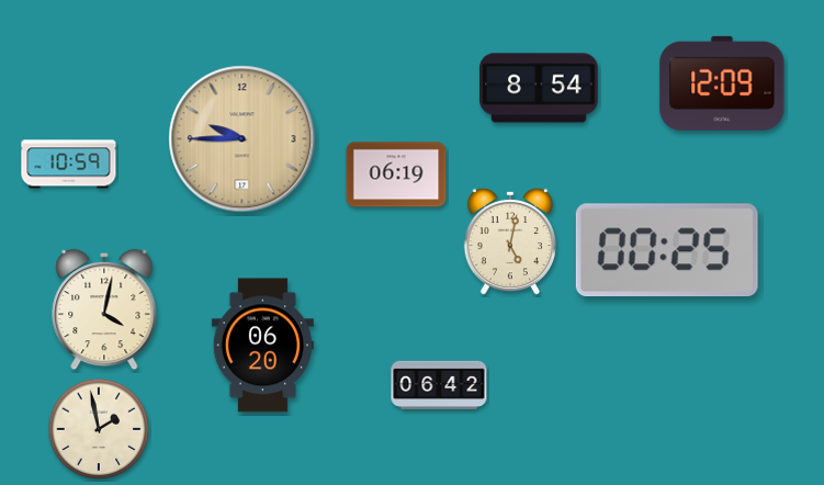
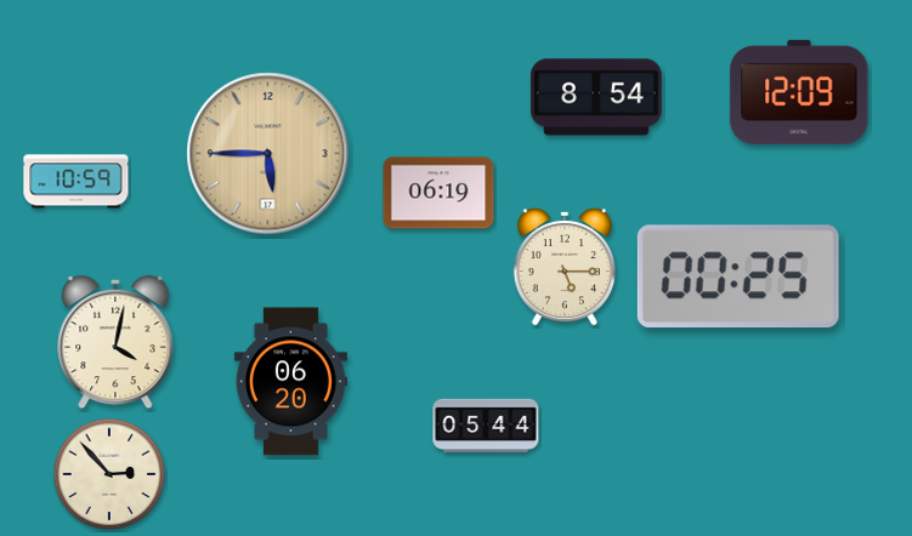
clock at (242, 139): 9:45 -> 5:45
clock at (510, 241): 5:02 -> 5:15
clock at (439, 385): 06:42 -> 05:44
clock at (99, 429): 1:58 -> 2:53
